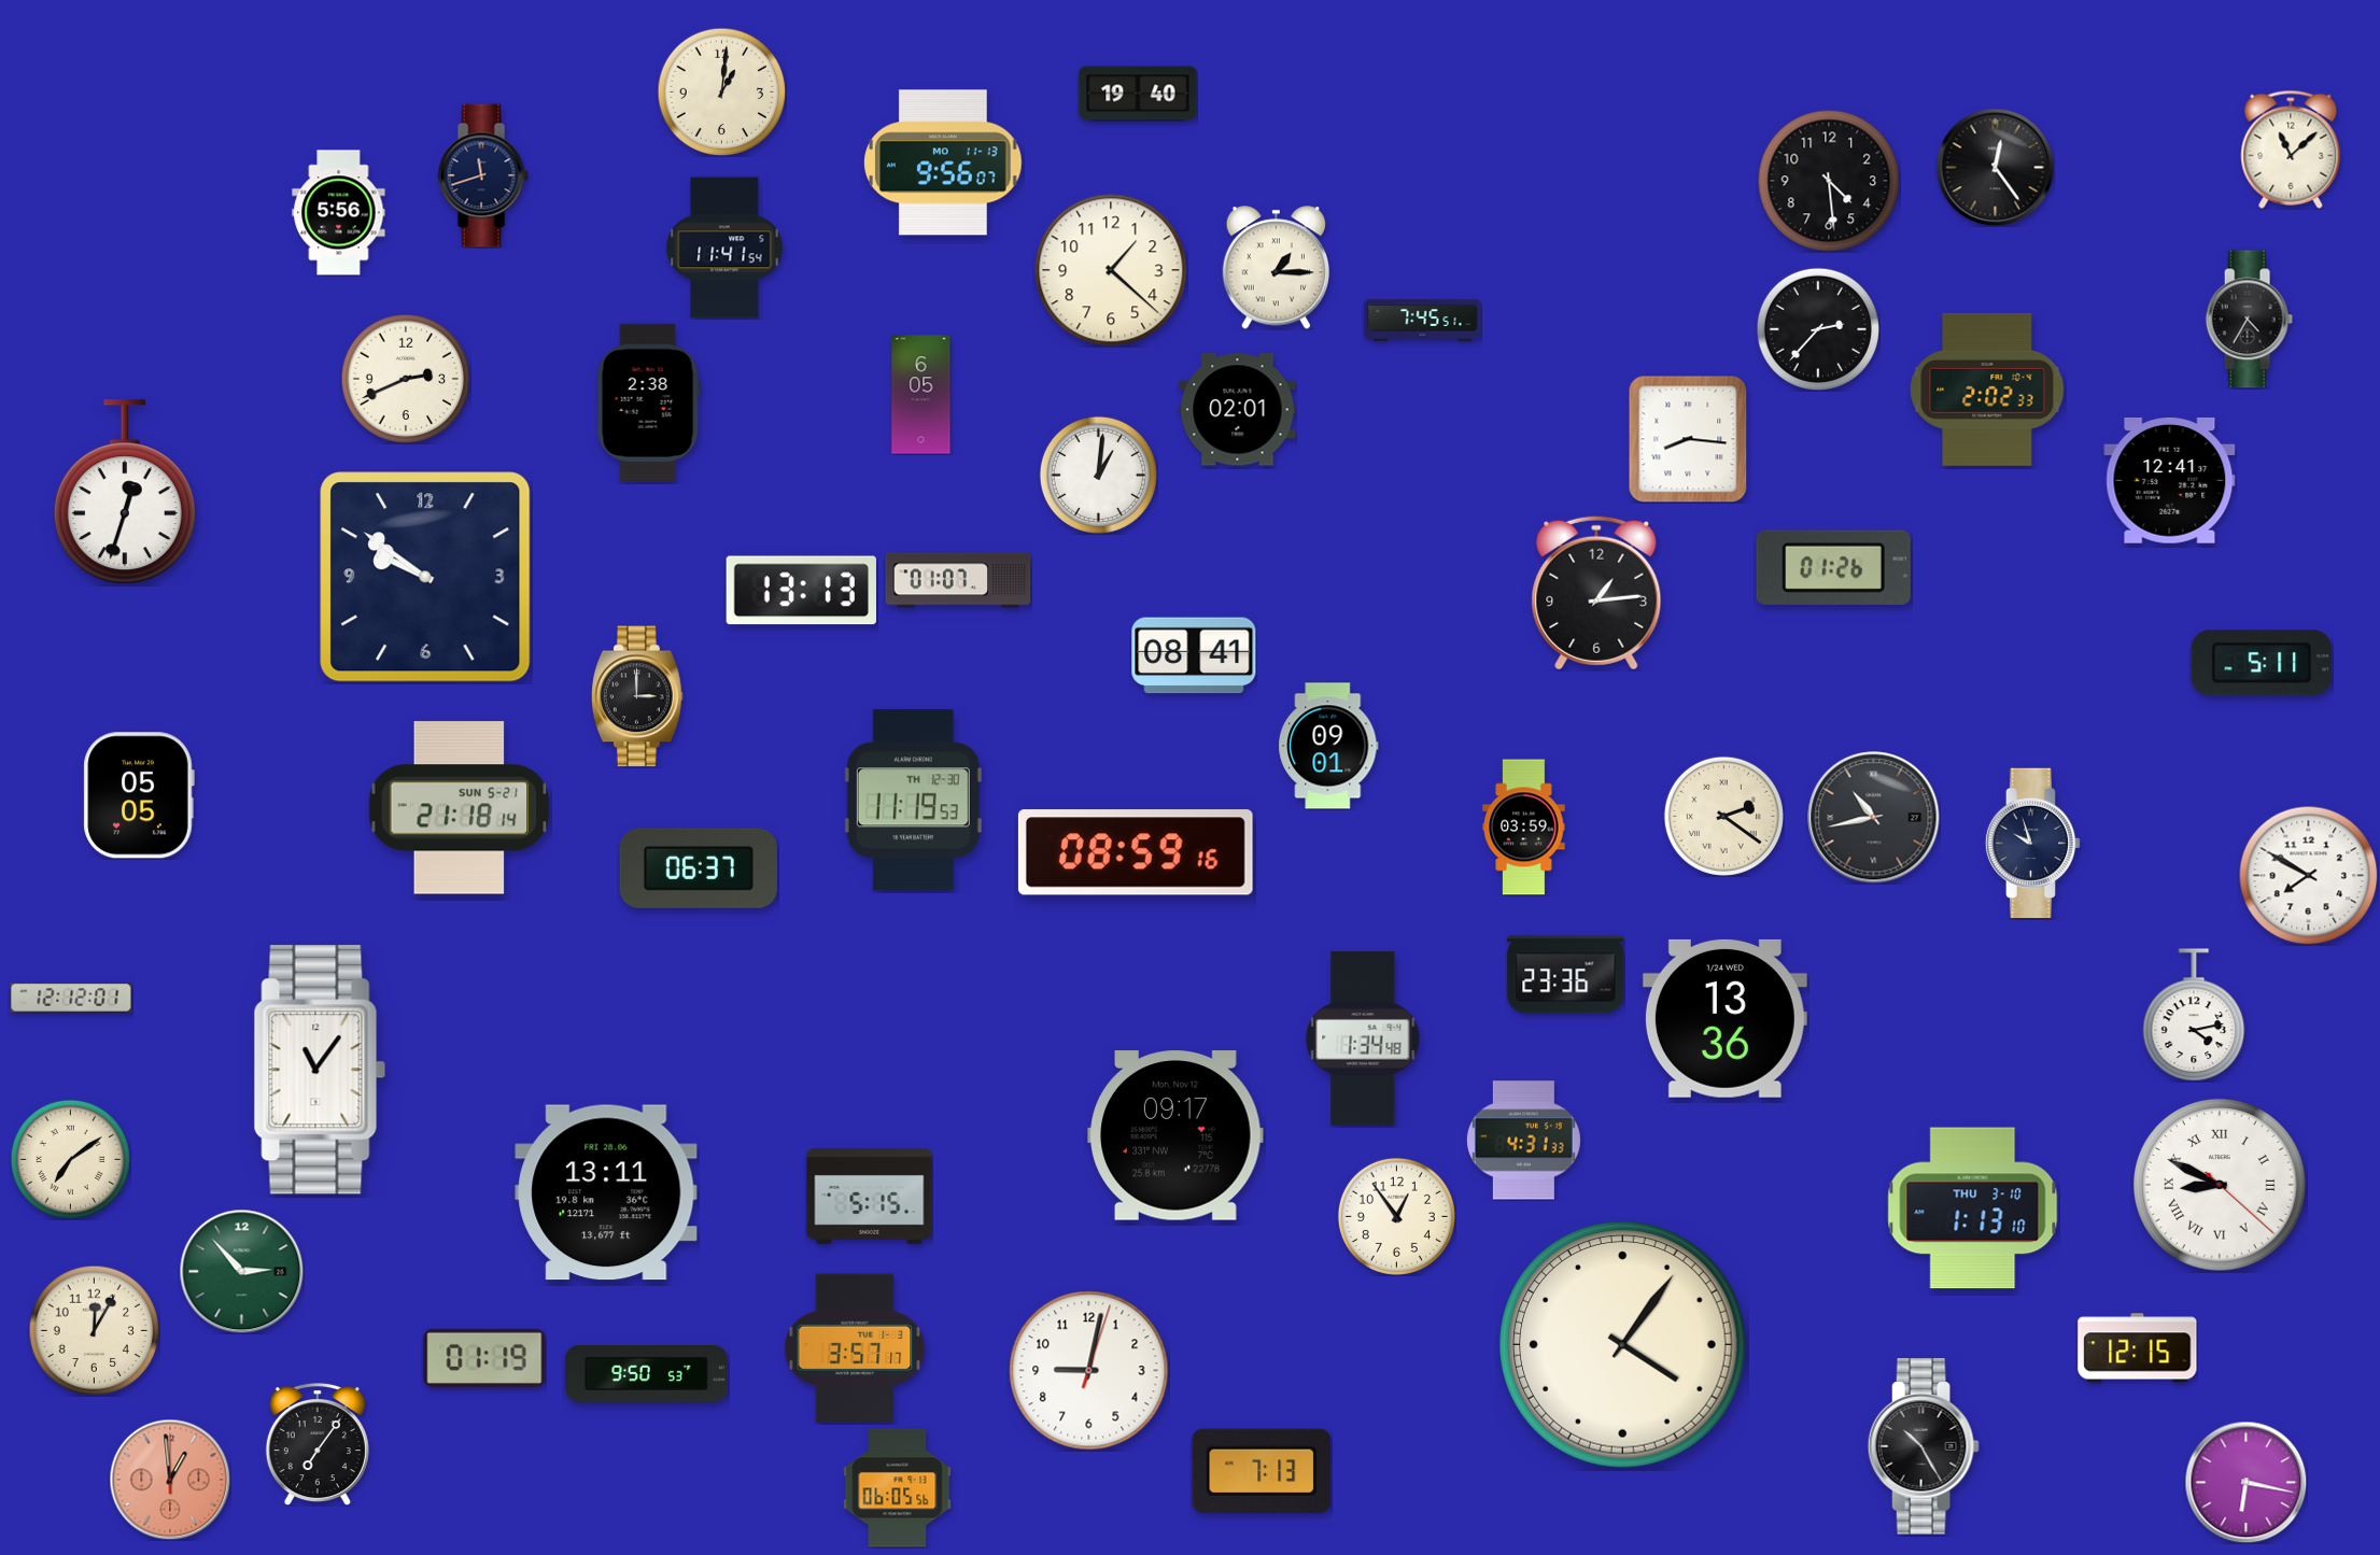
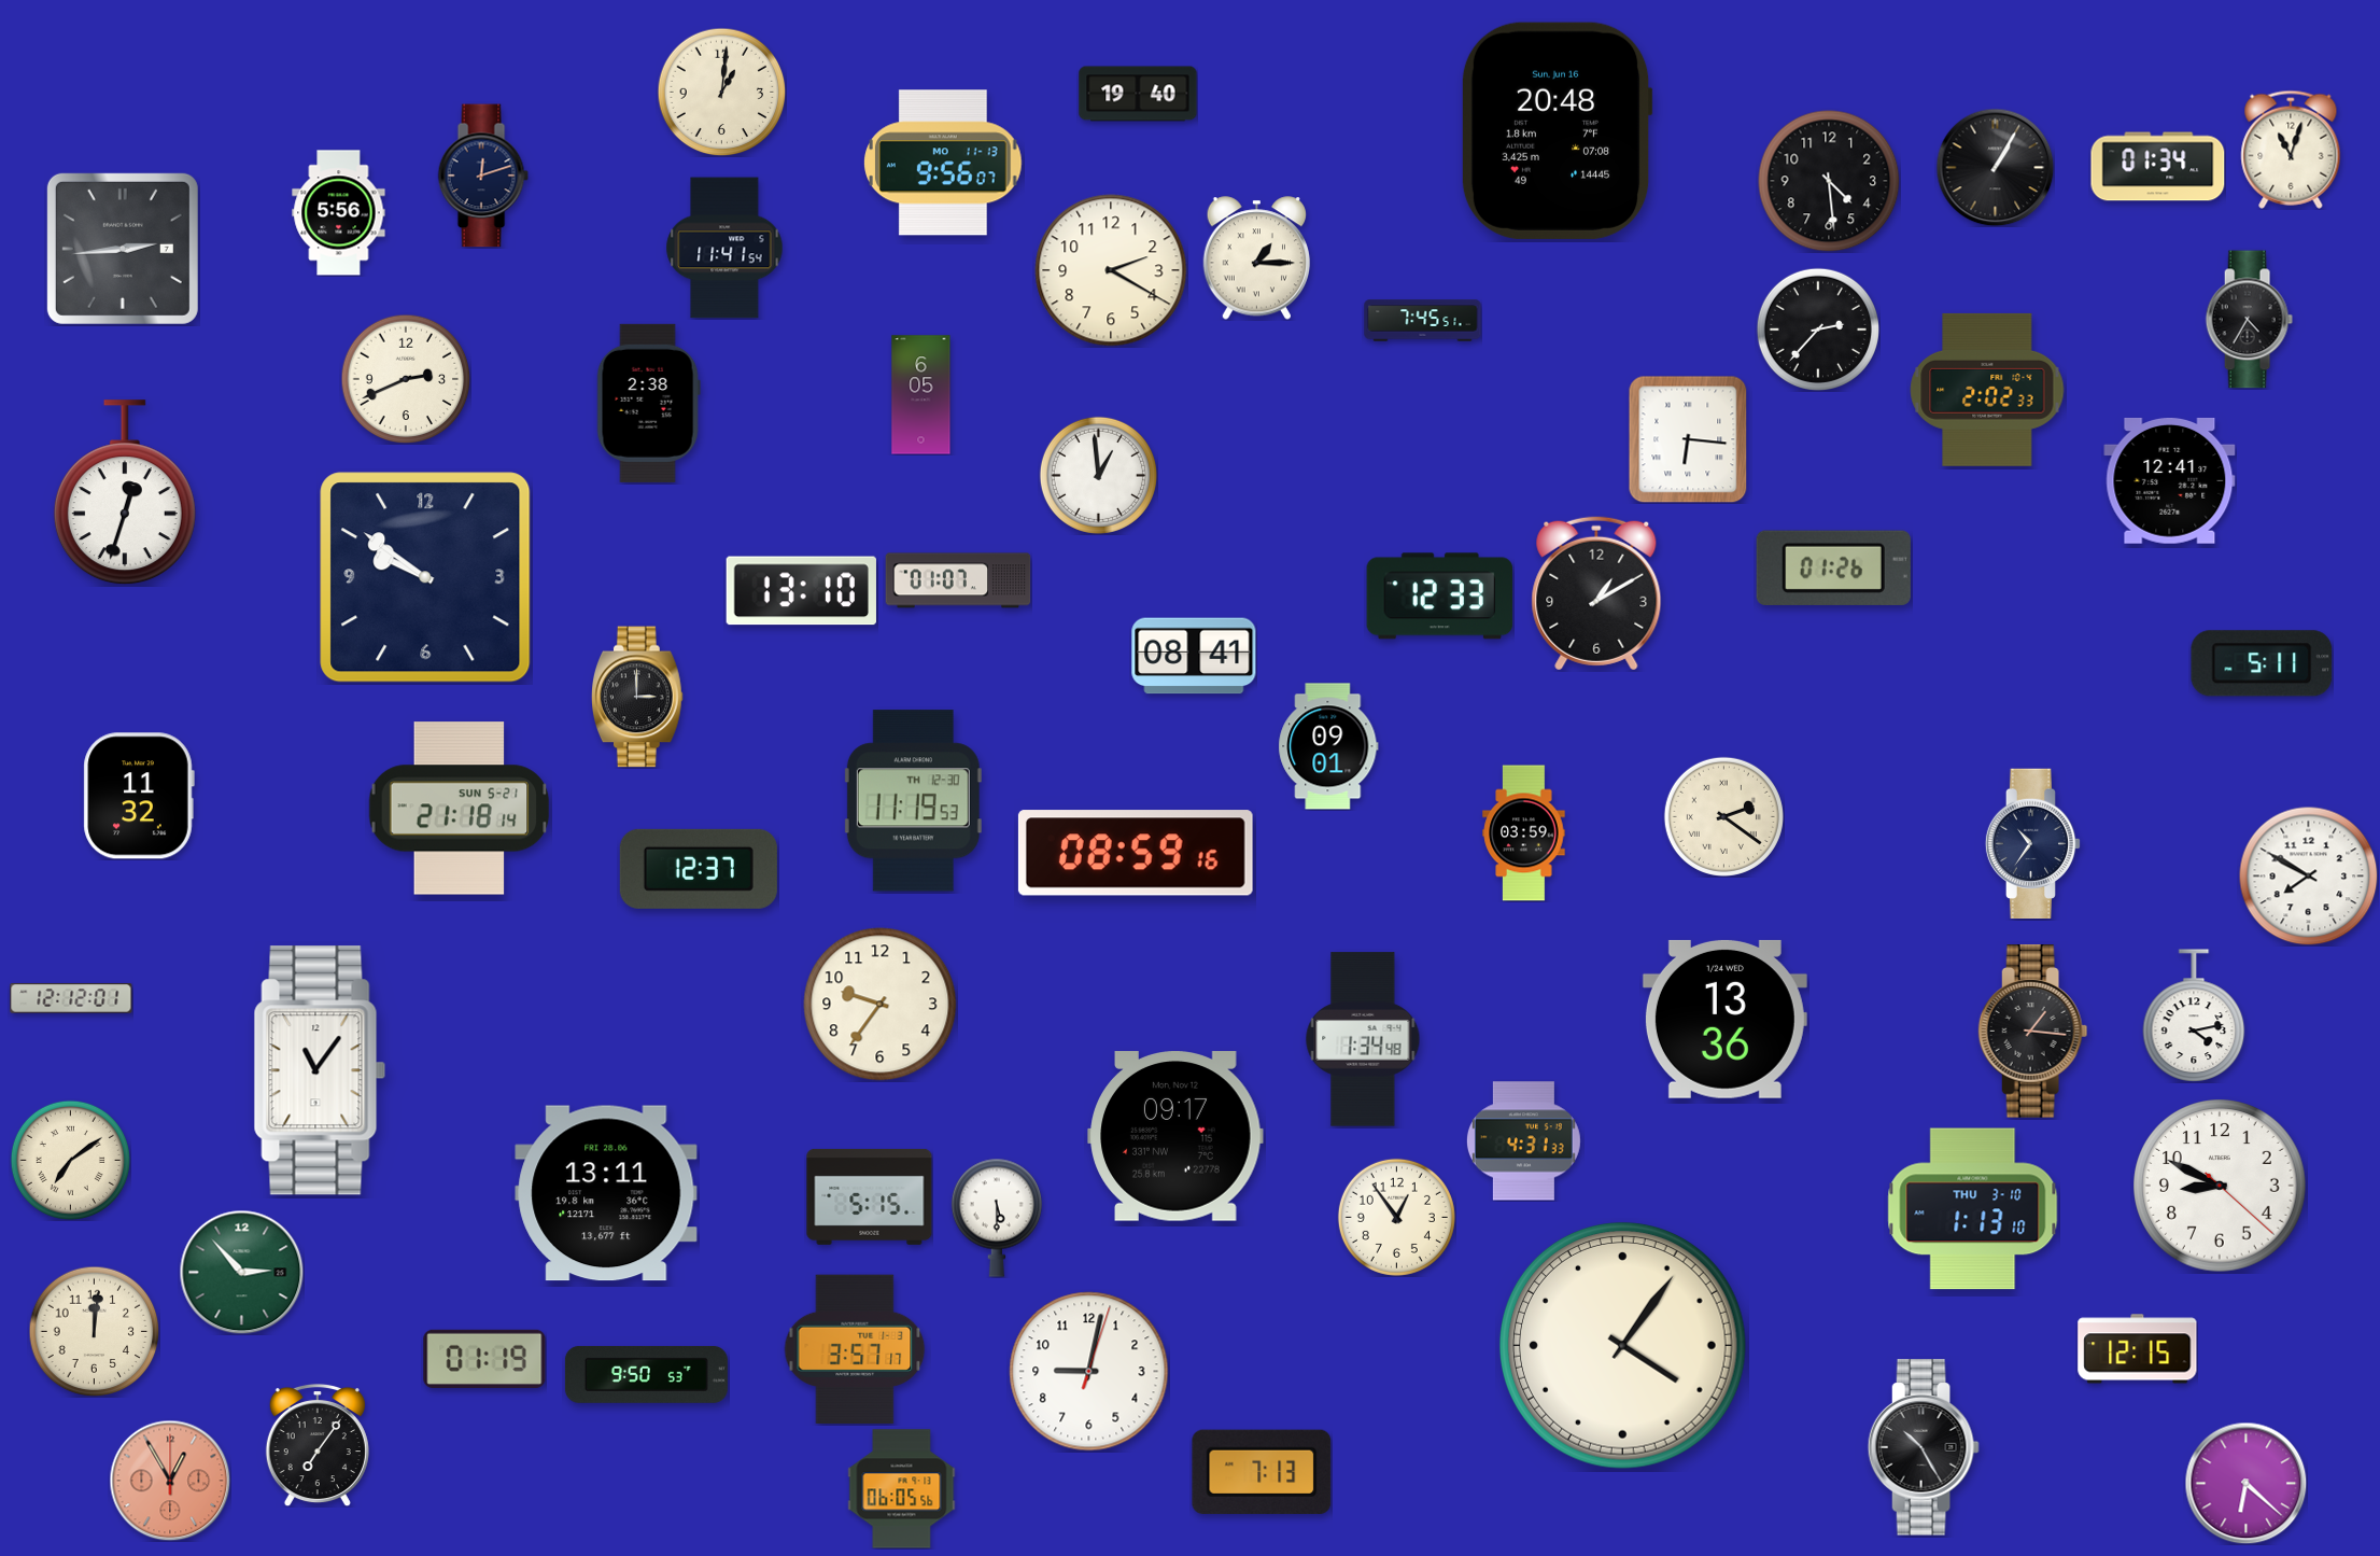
clock at (1557, 130): none -> 20:48
clock at (2291, 150): 11:08 -> 11:03
clock at (1995, 167): 12:24 -> 1:05
clock at (2158, 167): none -> 01:34
clock at (483, 175): 11:42 -> 12:12
clock at (123, 249): none -> 2:44
clock at (1277, 268) position: (1277, 268) -> (1257, 258)
clock at (1111, 270): 1:22 -> 2:20
clock at (1238, 410): 02:01 -> none
clock at (1688, 439): 8:16 -> 6:16
clock at (1098, 475): 1:01 -> 12:59
clock at (801, 591): 13:13 -> 13:10
clock at (1596, 593): 1:14 -> 1:10
clock at (1440, 597): none -> 12:33
clock at (139, 795): 05:05 -> 11:32
clock at (1874, 818): 10:43 -> none
clock at (1524, 828) position: (1524, 828) -> (1524, 833)
clock at (2033, 844): 9:57 -> 10:36
clock at (699, 868): 06:37 -> 12:37
clock at (1566, 975): 23:36 -> none
clock at (881, 1005): none -> 9:36
clock at (2033, 1032): none -> 1:16
clock at (2220, 1185) numerals: Roman -> Arabic
clock at (997, 1218): none -> 5:30
clock at (94, 1330): 12:05 -> 12:01
clock at (170, 1480): 12:59 -> 12:55
clock at (2245, 1482): 6:17 -> 6:22
clock at (898, 1488) position: (898, 1488) -> (902, 1489)
